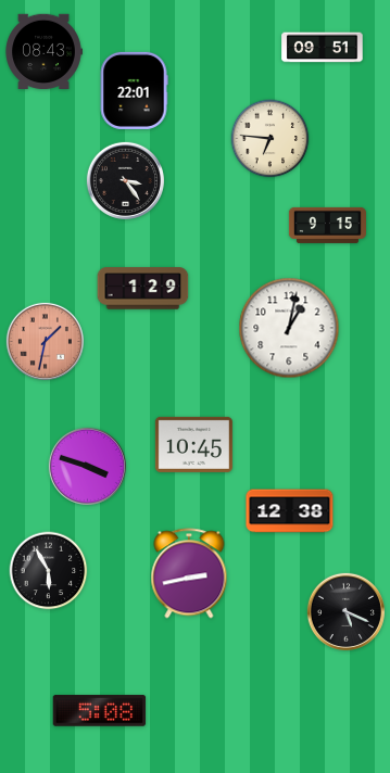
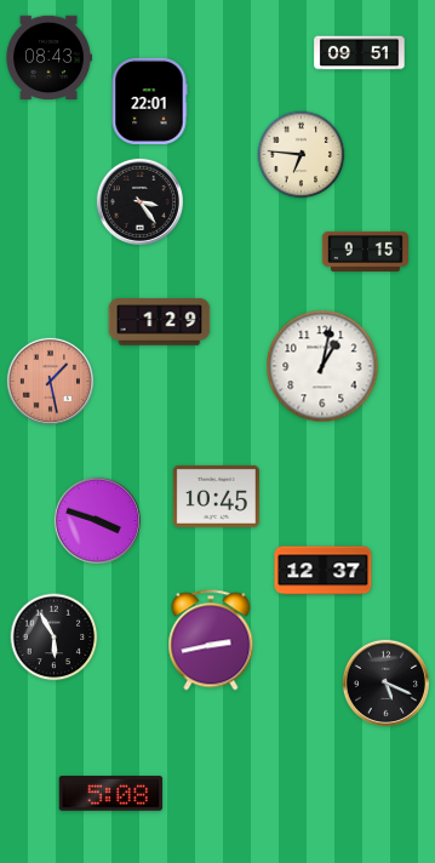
clock at (45, 341): 1:32 -> 1:28
clock at (290, 511): 12:38 -> 12:37
